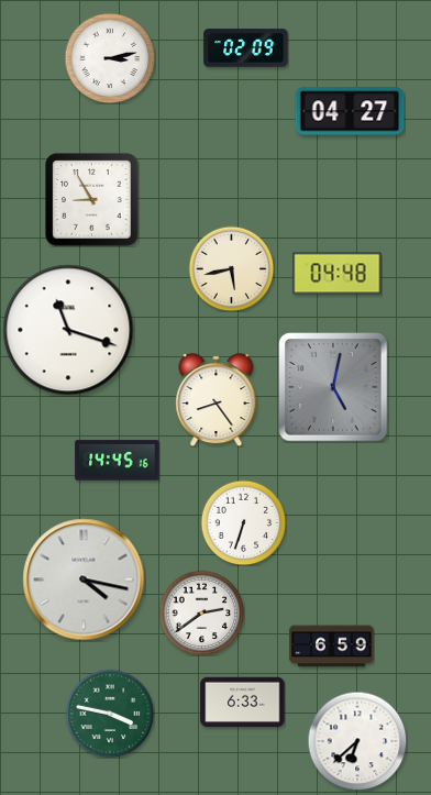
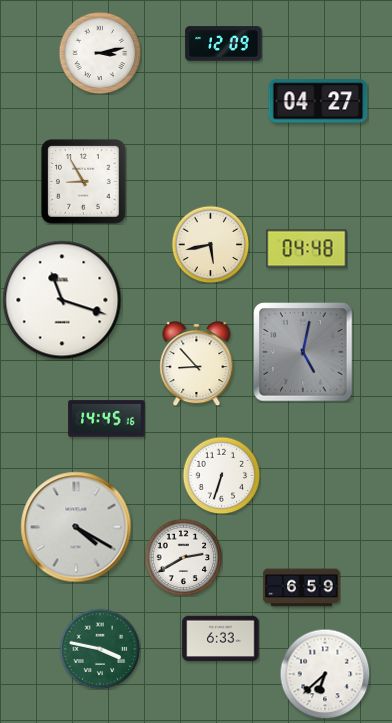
clock at (246, 48): 02:09 -> 12:09
clock at (217, 399): 8:24 -> 8:53
clock at (84, 579): 4:17 -> 4:20
clock at (201, 612): 2:39 -> 2:40
